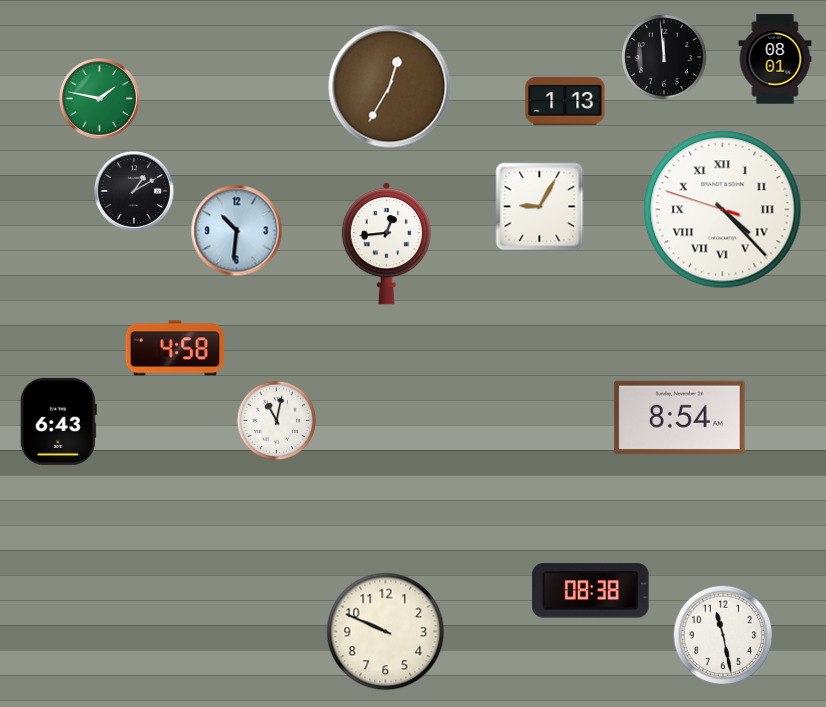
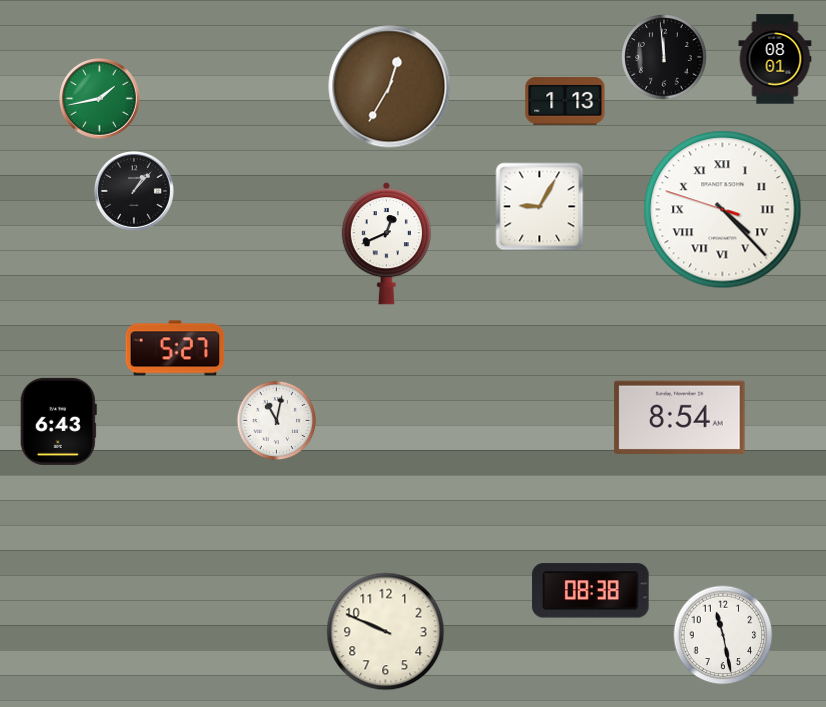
clock at (100, 99): 1:47 -> 1:43
clock at (134, 191): 1:10 -> 1:07
clock at (237, 231): 10:31 -> none
clock at (386, 244): 12:44 -> 12:41
clock at (175, 348): 4:58 -> 5:27
